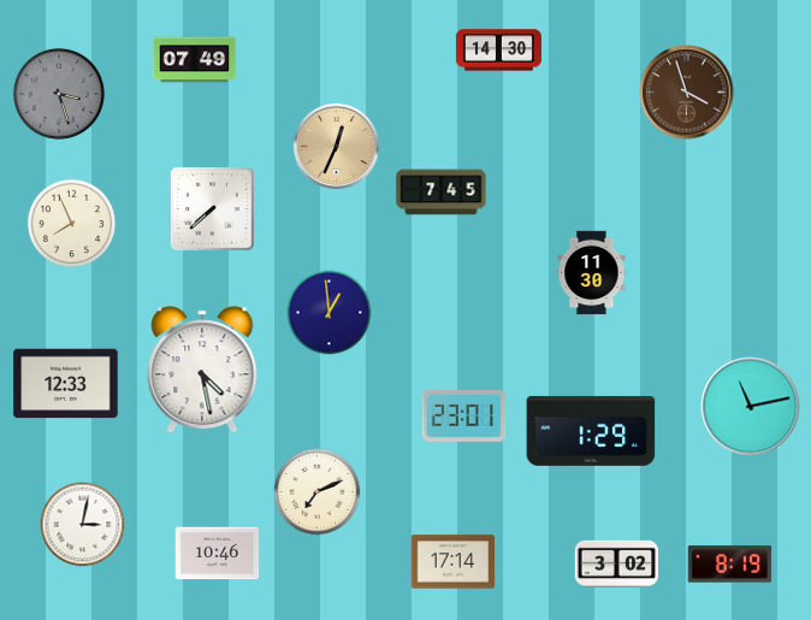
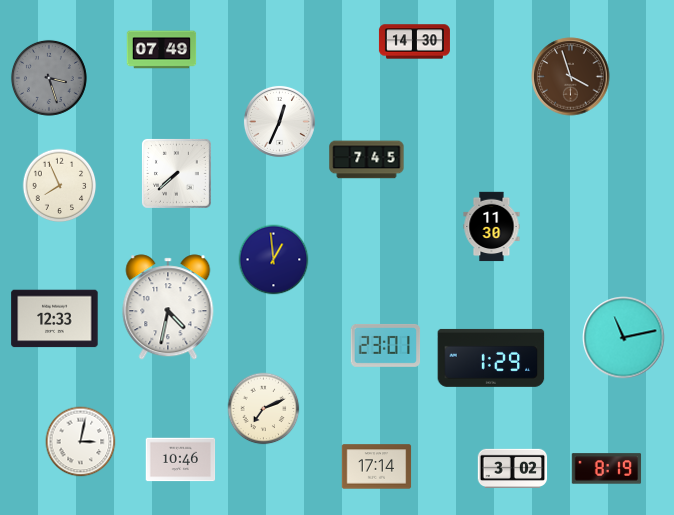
clock at (336, 146) dial: champagne -> white
clock at (202, 370): 4:28 -> 4:32
clock at (83, 525) position: (83, 525) -> (81, 442)
